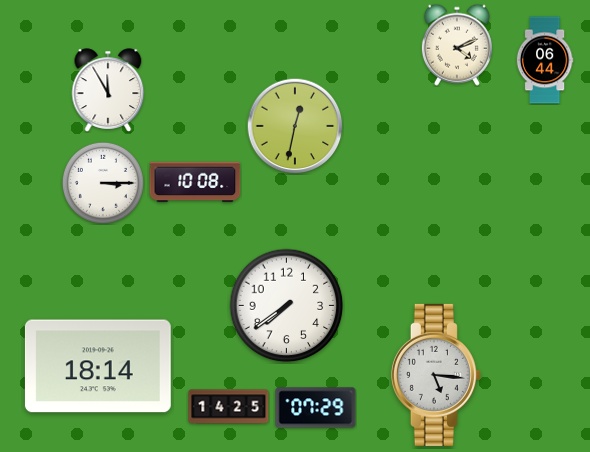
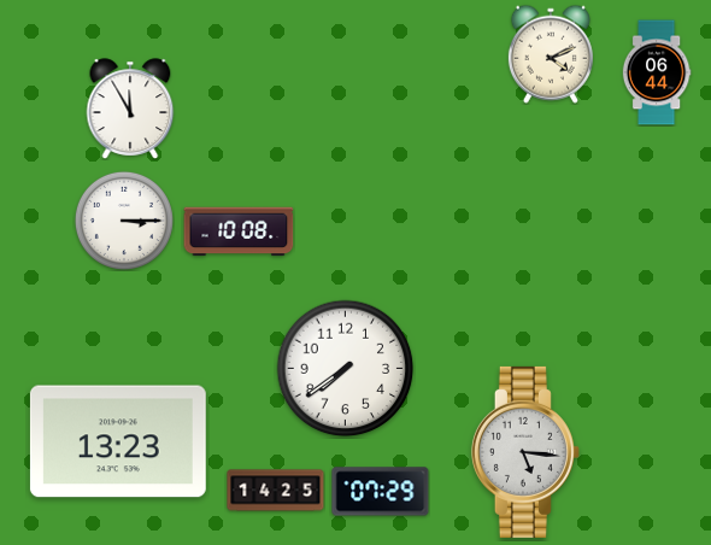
clock at (295, 126): 12:32 -> none
clock at (195, 182) position: (195, 182) -> (239, 232)
clock at (98, 366): 18:14 -> 13:23
